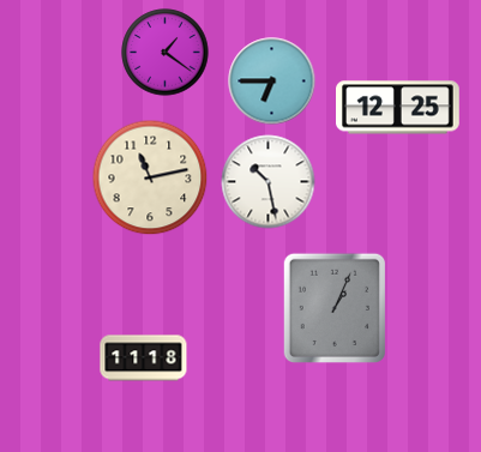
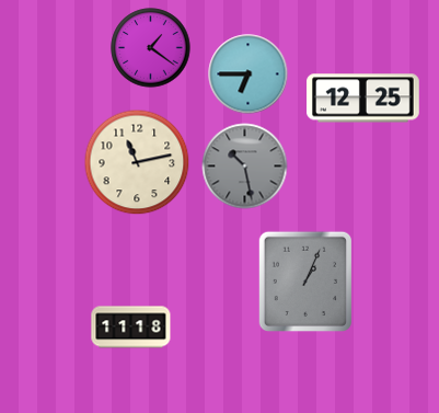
clock at (269, 182) dial: white -> grey
